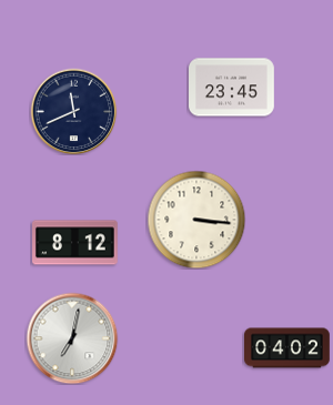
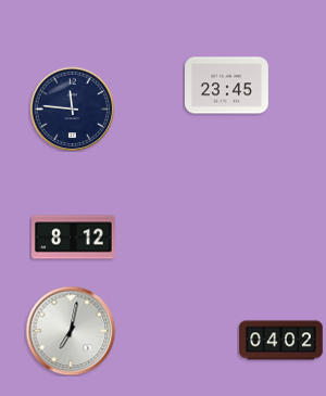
clock at (73, 111): 11:41 -> 11:46
clock at (196, 220): 3:16 -> none
